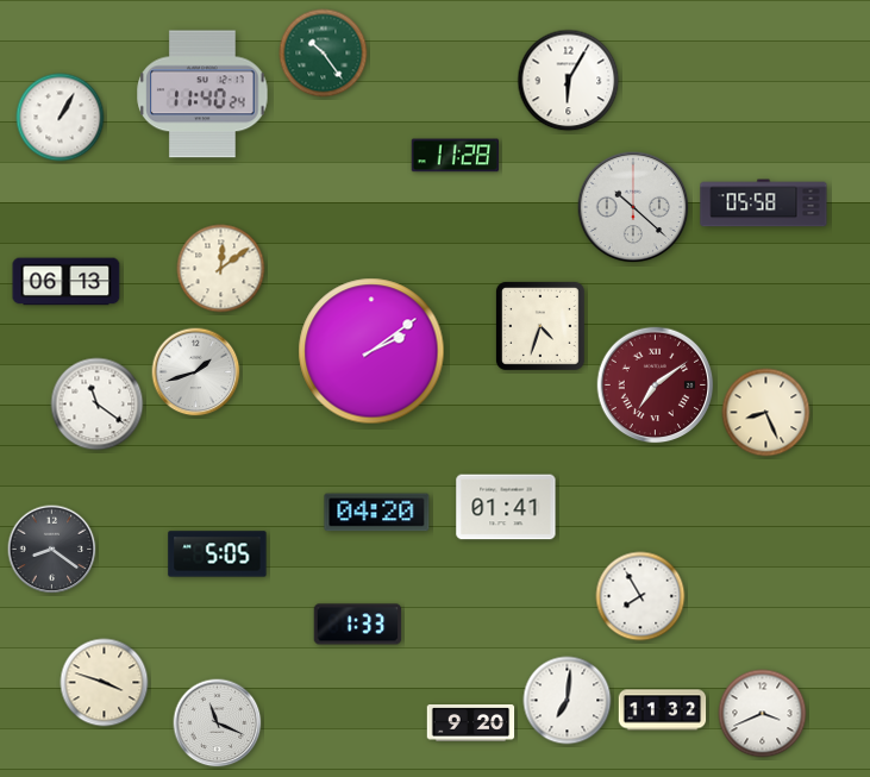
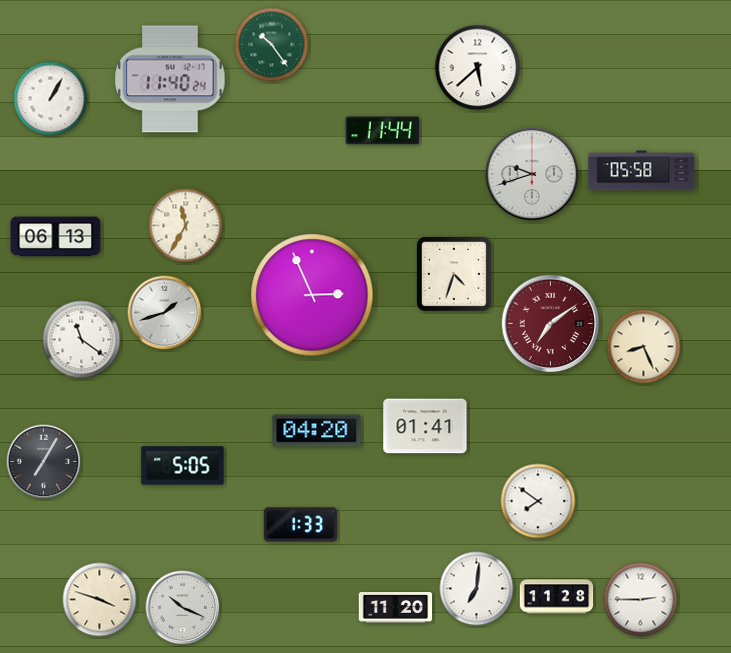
clock at (569, 81): 6:05 -> 5:38
clock at (456, 156): 11:28 -> 11:44
clock at (633, 207): 10:22 -> 9:42
clock at (221, 269): 12:09 -> 11:35
clock at (371, 351): 2:09 -> 2:56
clock at (52, 550): 8:21 -> 7:05
clock at (640, 596): 7:55 -> 7:51
clock at (105, 683) position: (105, 683) -> (100, 600)
clock at (663, 710): 11:32 -> 11:28
clock at (763, 714): 3:41 -> 2:45
clock at (218, 723): 11:19 -> 10:19
clock at (471, 723): 9:20 -> 11:20
